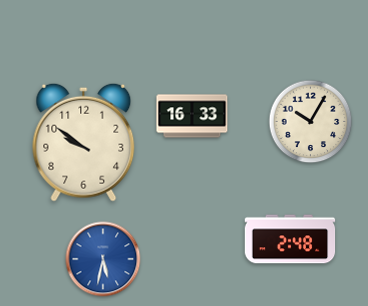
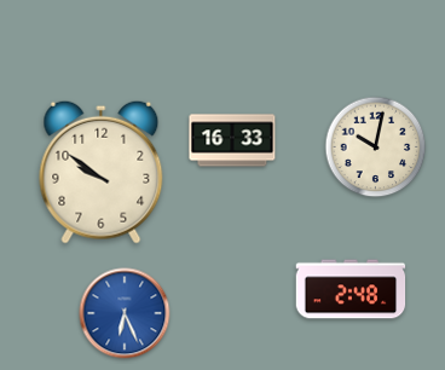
clock at (311, 122): 10:05 -> 10:02
clock at (103, 259): 5:32 -> 6:26
